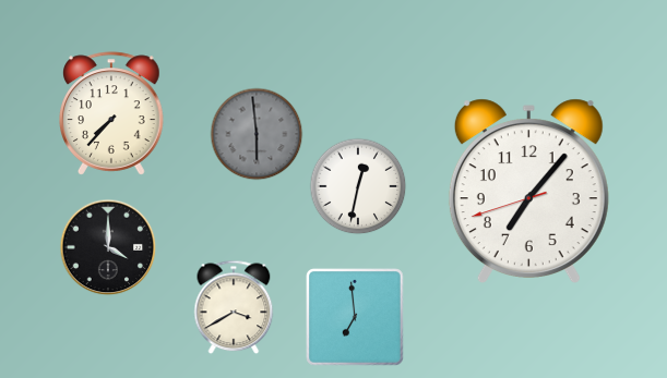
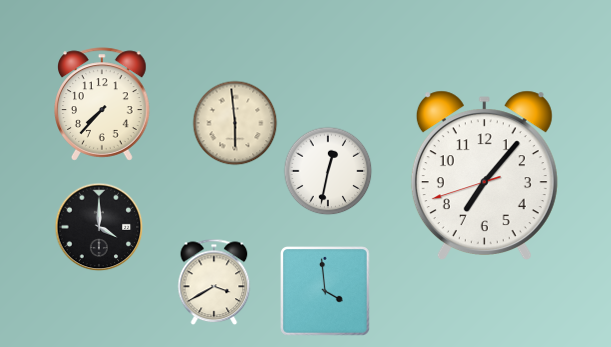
clock at (257, 134) dial: grey -> cream
clock at (356, 318): 6:59 -> 3:59
